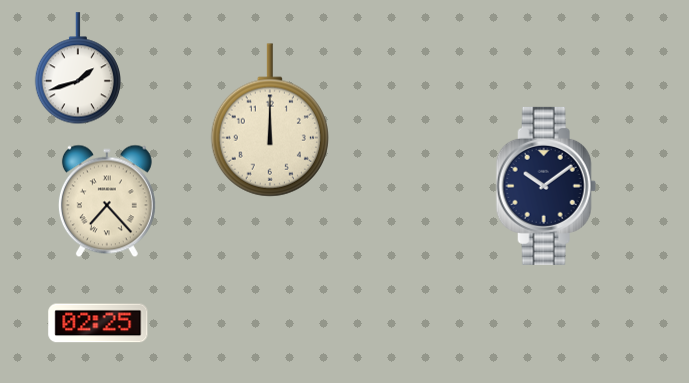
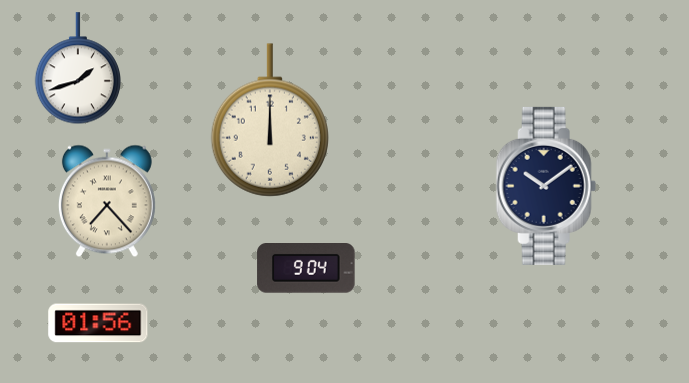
clock at (306, 268): none -> 9:04
clock at (98, 323): 02:25 -> 01:56
